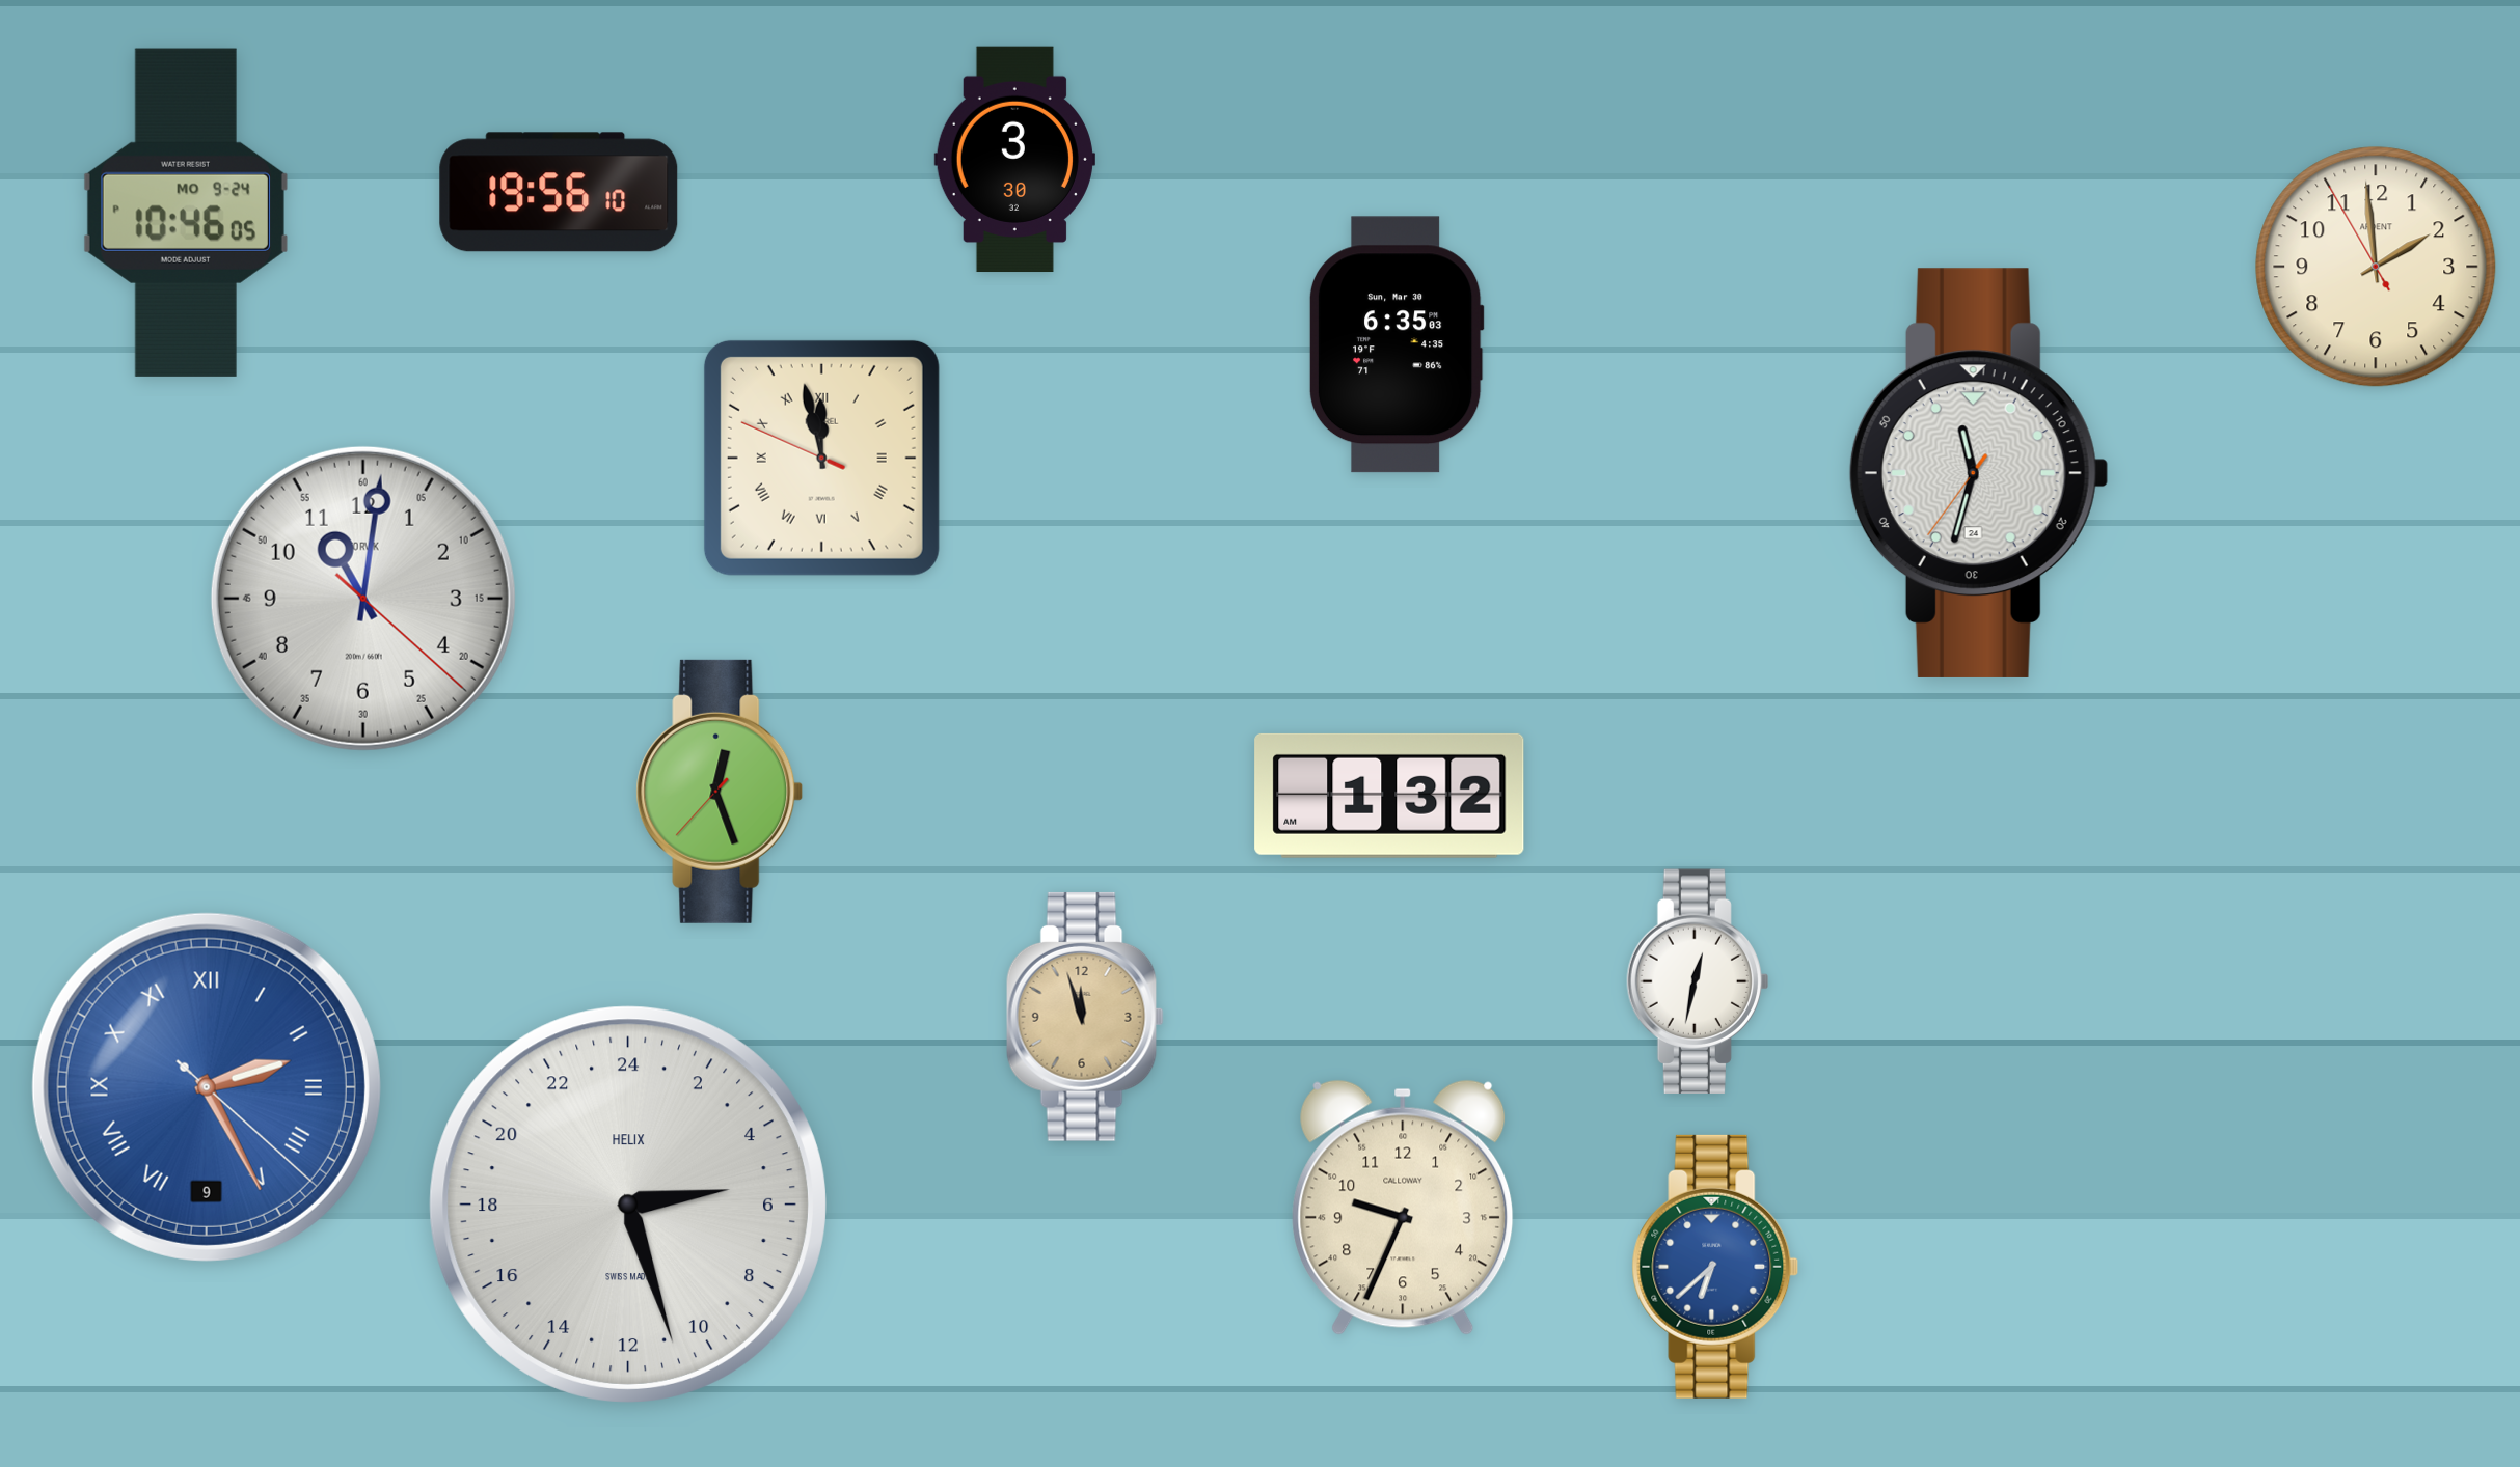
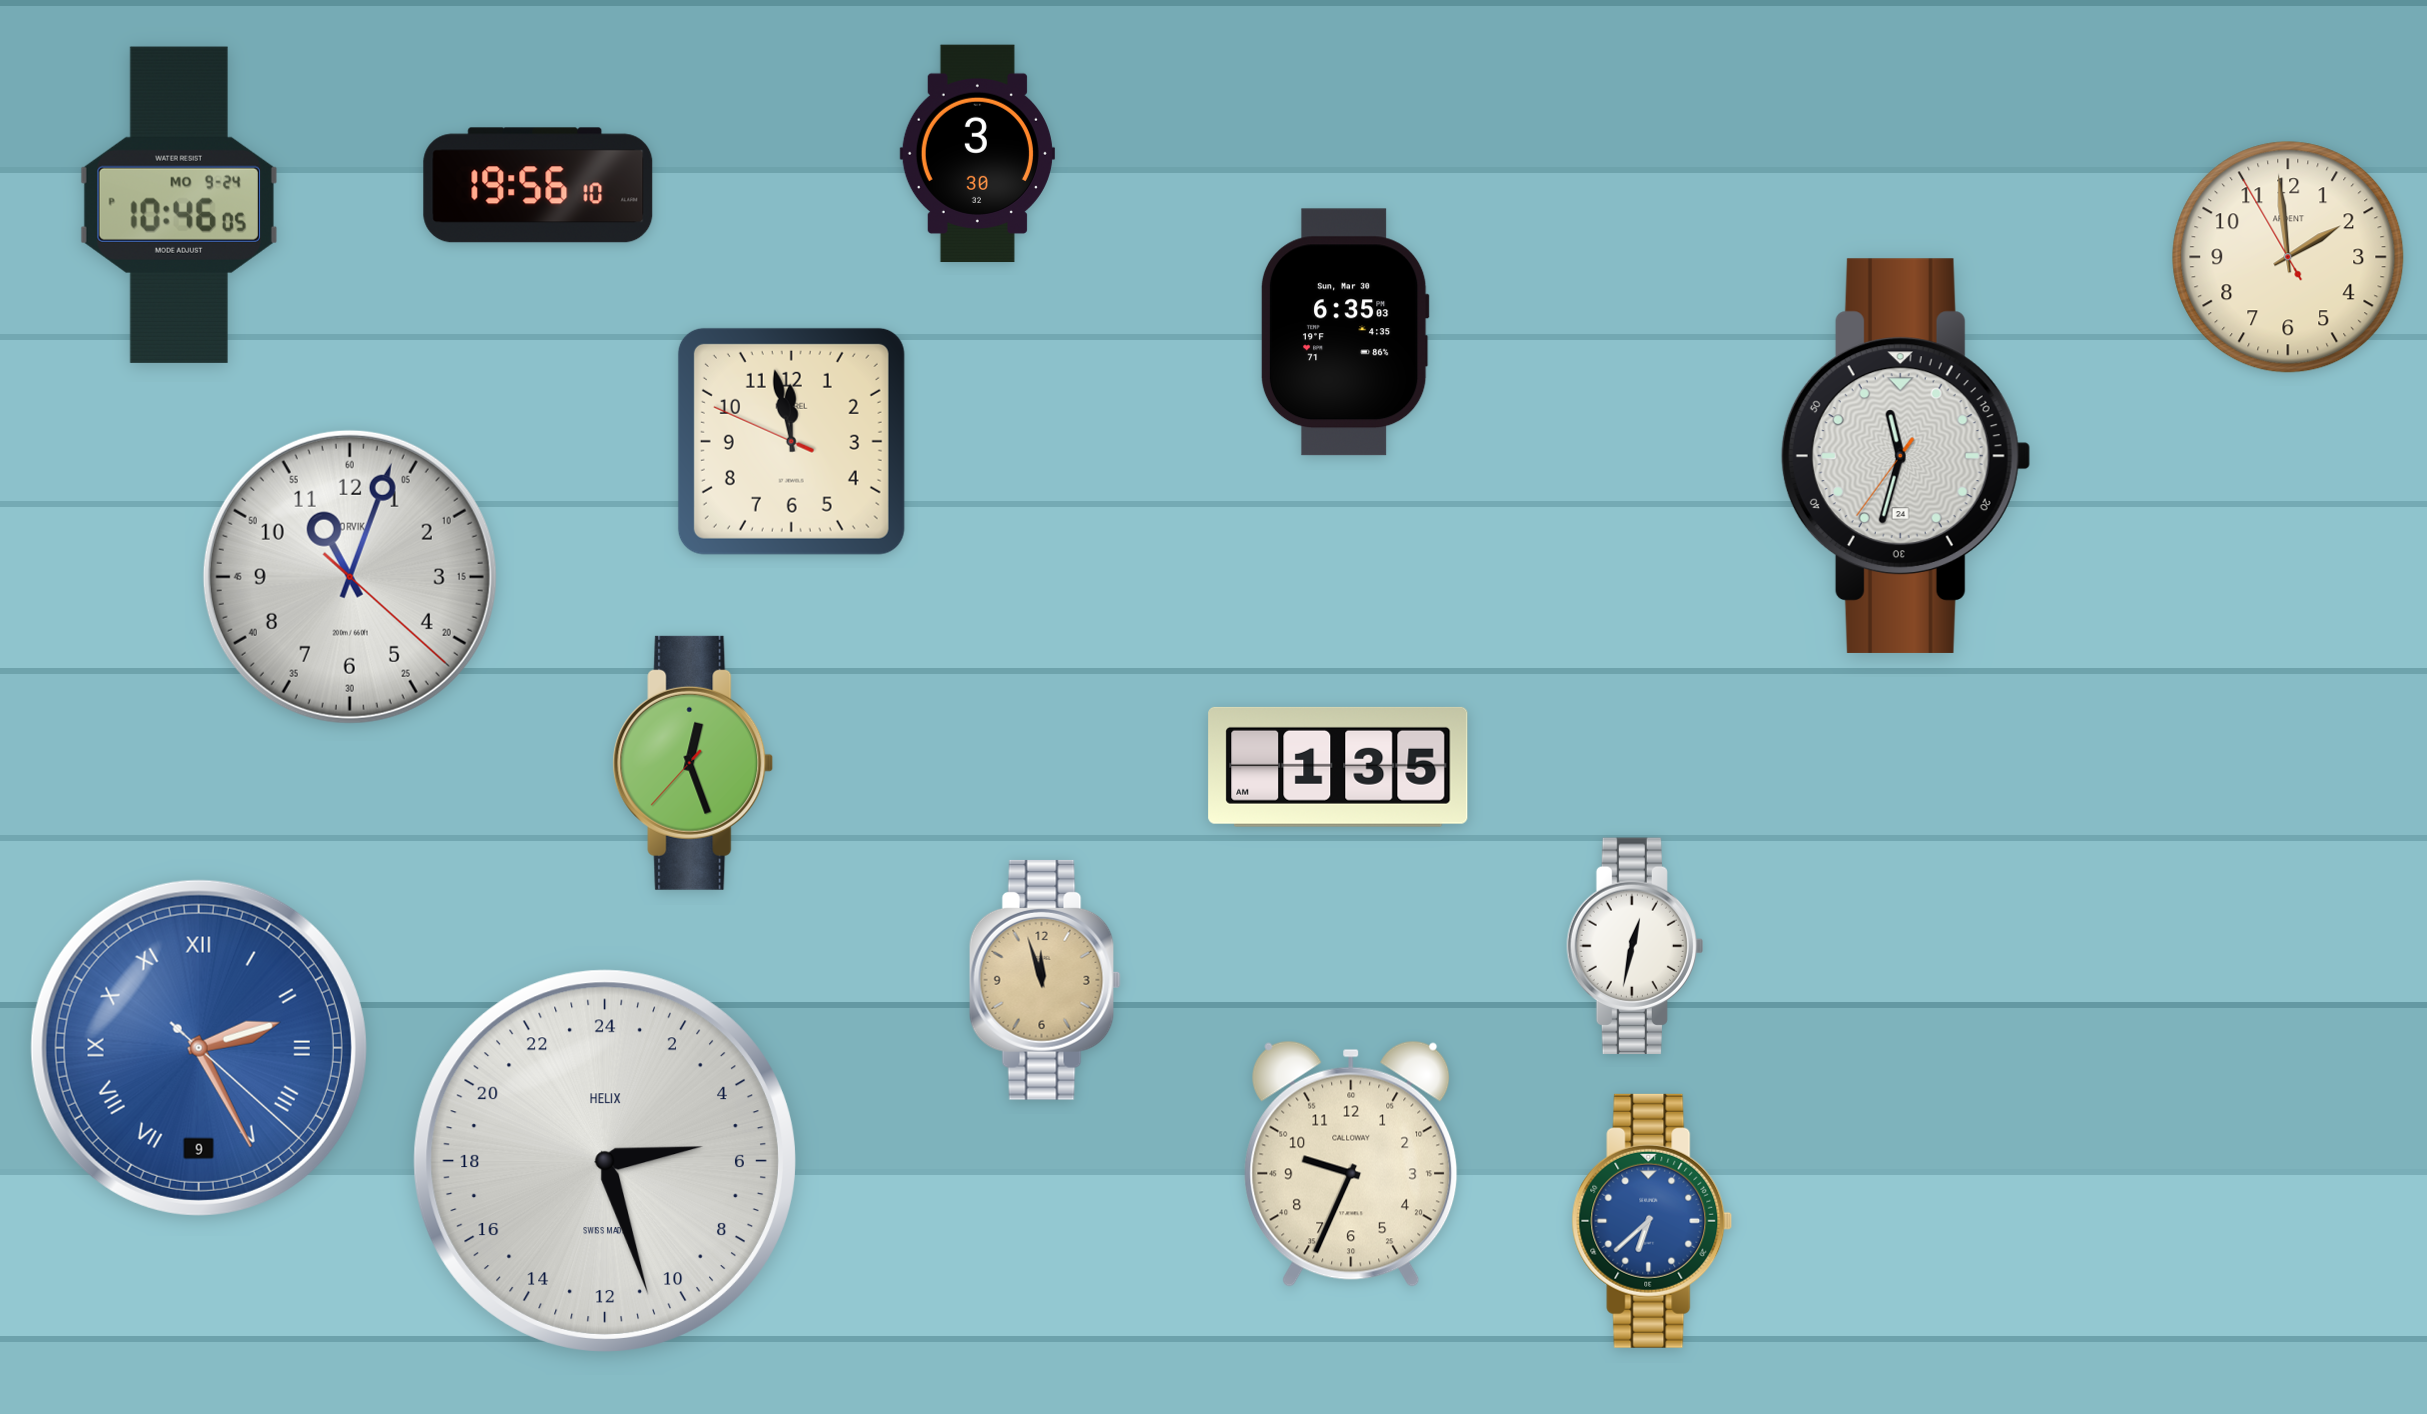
clock at (821, 458) numerals: Roman -> Arabic
clock at (363, 599): 11:01 -> 11:03
clock at (1389, 796): 1:32 -> 1:35
